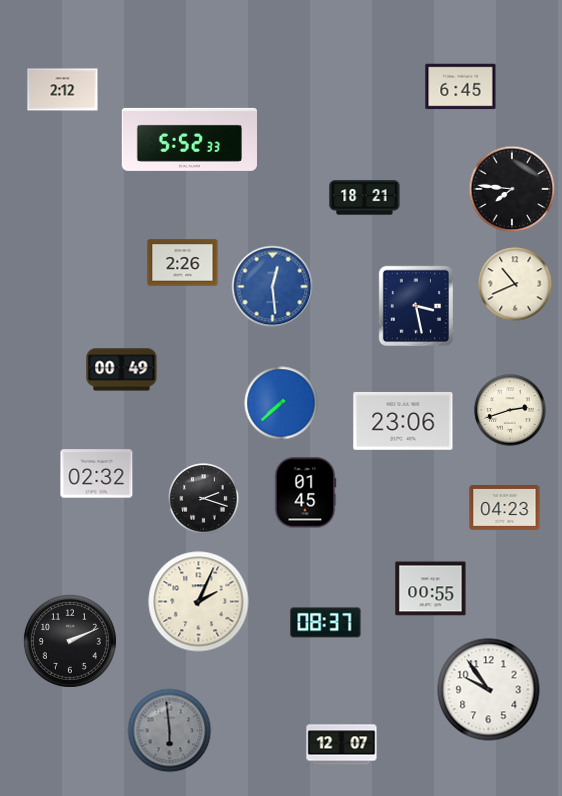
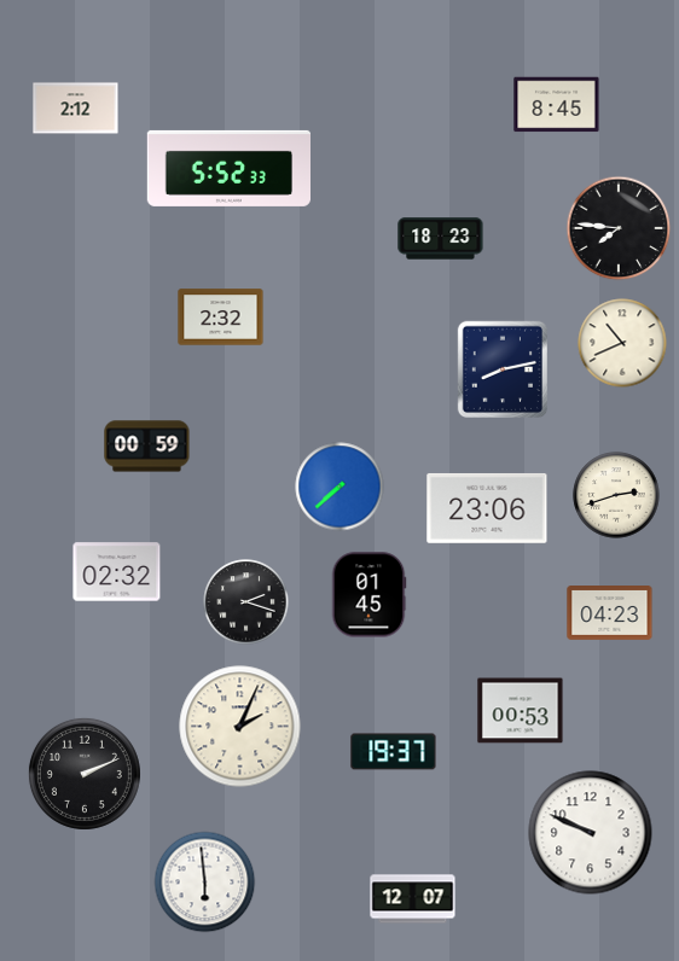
clock at (461, 87): 6:45 -> 8:45
clock at (365, 198): 18:21 -> 18:23
clock at (183, 263): 2:26 -> 2:32
clock at (273, 287): 12:29 -> none
clock at (415, 305): 3:28 -> 8:13
clock at (122, 370): 00:49 -> 00:59
clock at (431, 589): 00:55 -> 00:53
clock at (326, 623): 08:37 -> 19:37
clock at (489, 690): 9:54 -> 9:49
clock at (170, 731) dial: grey -> white
